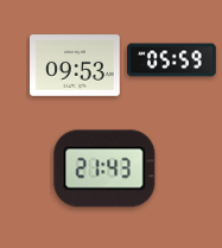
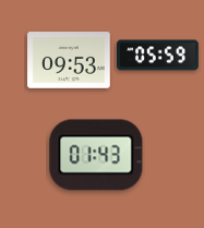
clock at (104, 168): 21:43 -> 01:43
